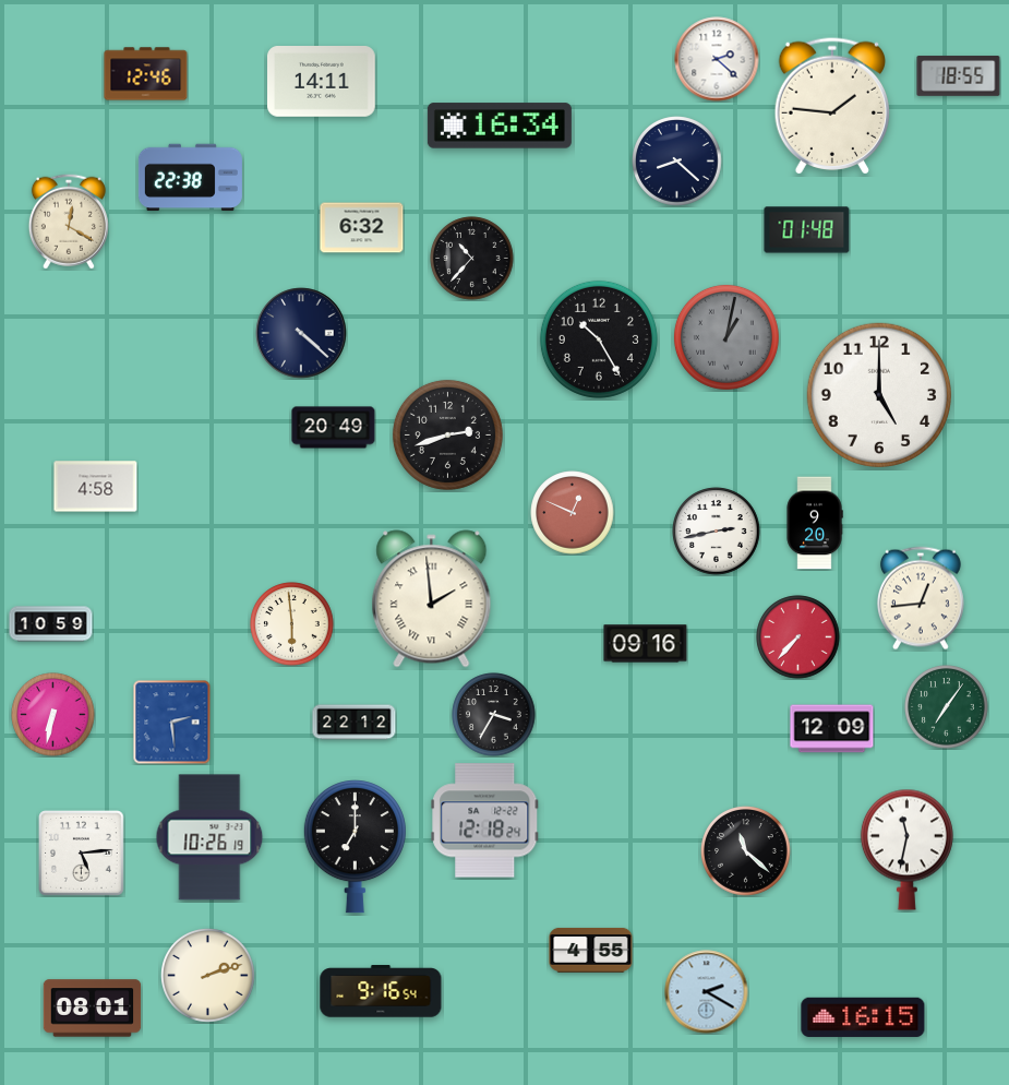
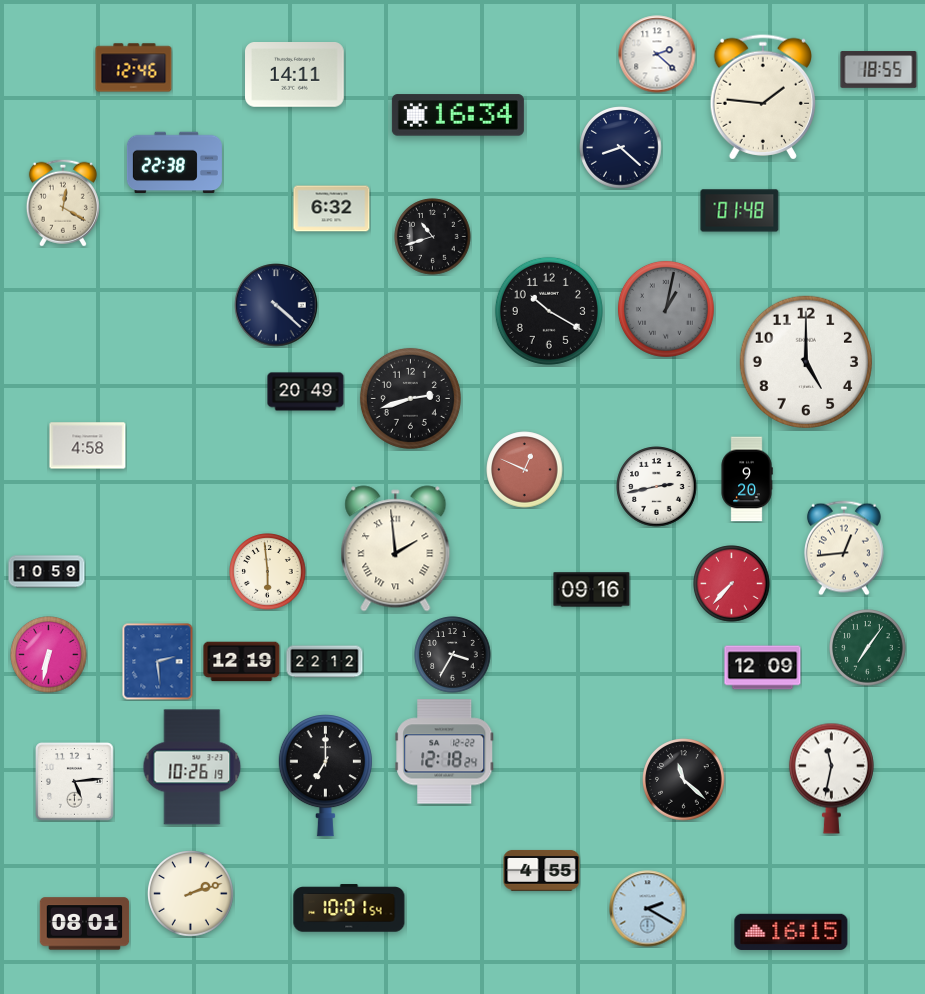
clock at (472, 259): 10:37 -> 10:42
clock at (599, 339): 10:25 -> 10:20
clock at (242, 662): none -> 12:19
clock at (381, 991): 9:16 -> 10:01
